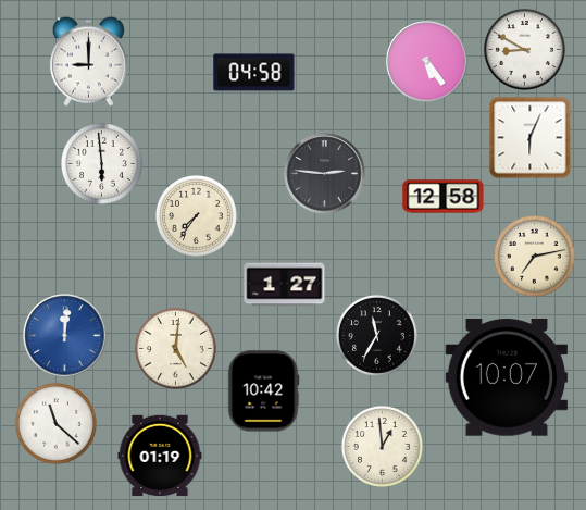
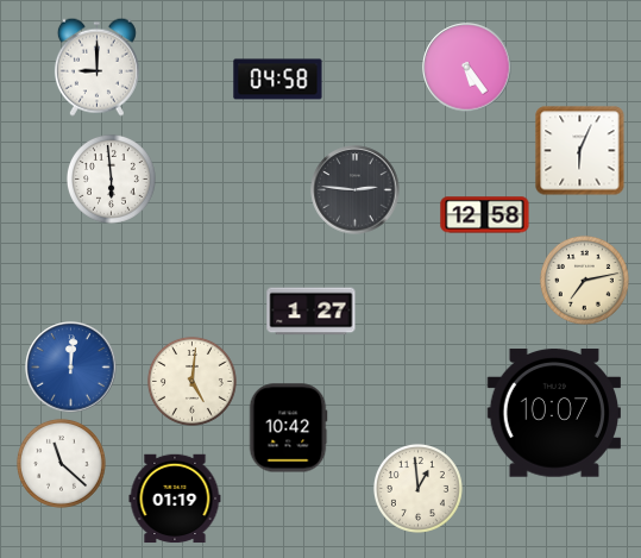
clock at (525, 50): 8:50 -> none
clock at (197, 216): 7:36 -> none
clock at (377, 336): 11:35 -> none
